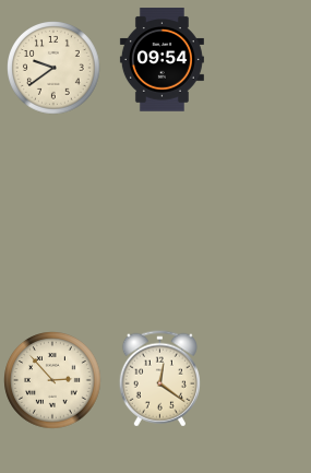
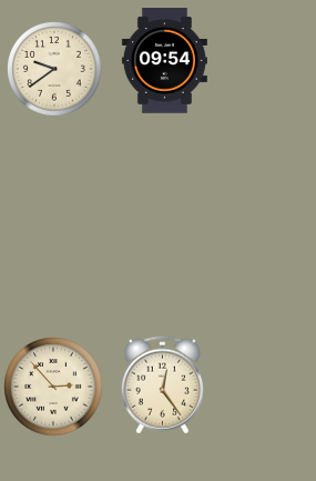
clock at (159, 379): 12:21 -> 12:24
